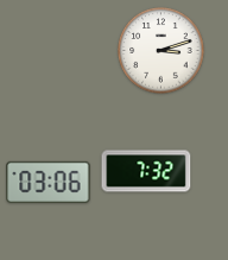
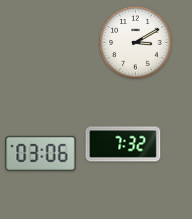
clock at (161, 51): 3:12 -> 3:10
